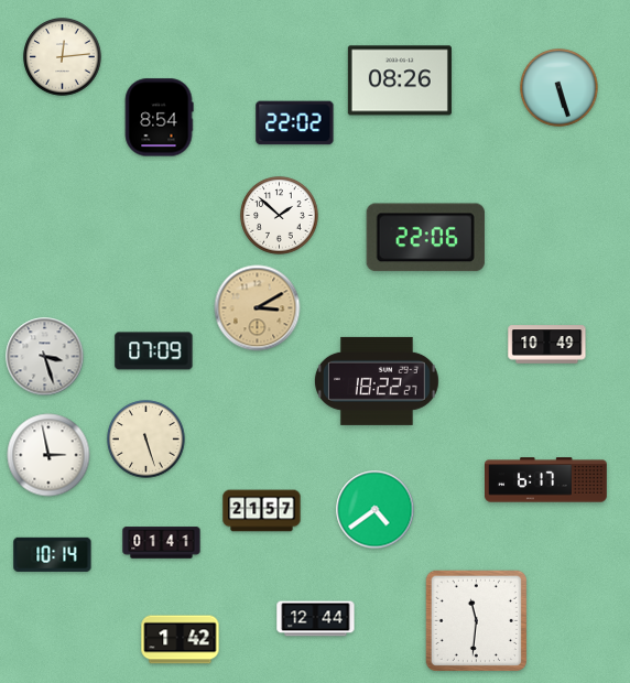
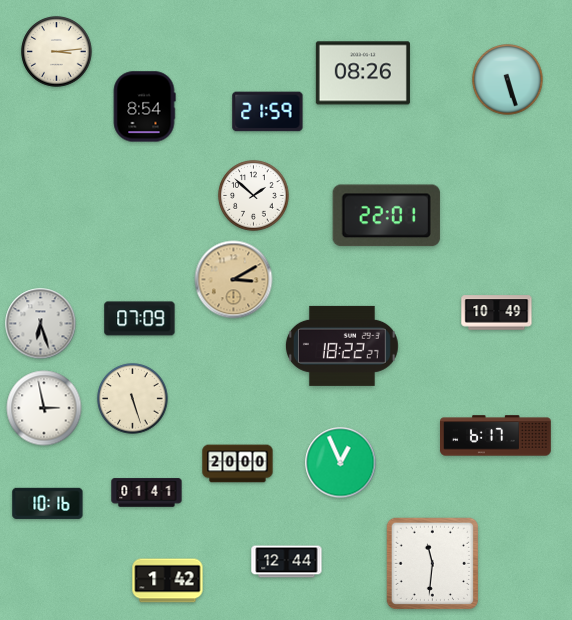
clock at (63, 57): 12:14 -> 3:14
clock at (295, 123): 22:02 -> 21:59
clock at (425, 238): 22:06 -> 22:01
clock at (45, 357): 3:27 -> 6:27
clock at (48, 455) position: (48, 455) -> (44, 408)
clock at (376, 510): 4:39 -> 12:56
clock at (262, 511): 21:57 -> 20:00
clock at (53, 554): 10:14 -> 10:16
clock at (181, 640) position: (181, 640) -> (168, 581)
